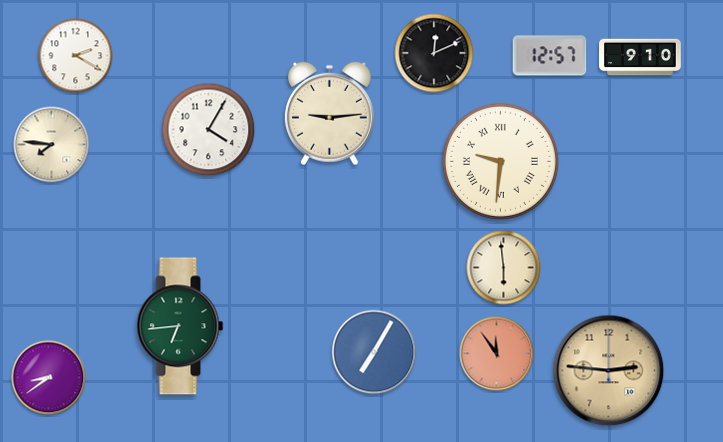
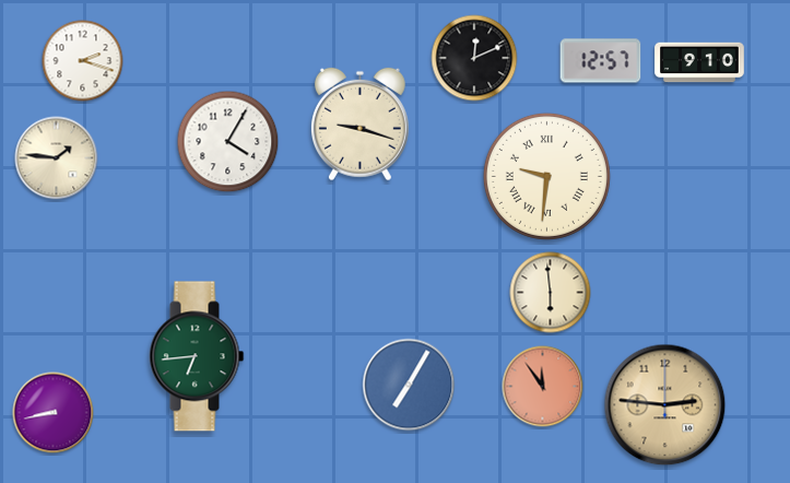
clock at (76, 56): 2:20 -> 2:18
clock at (329, 114): 9:14 -> 9:18
clock at (52, 145): 7:46 -> 1:46
clock at (49, 378): 8:39 -> 8:43
